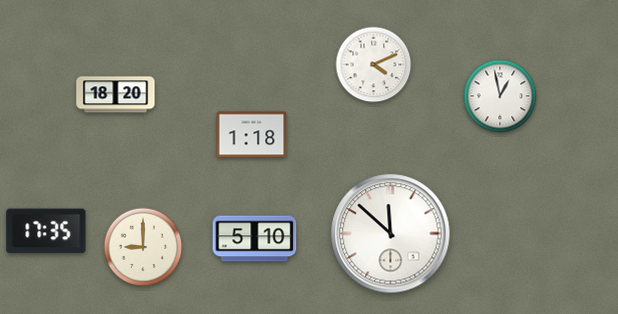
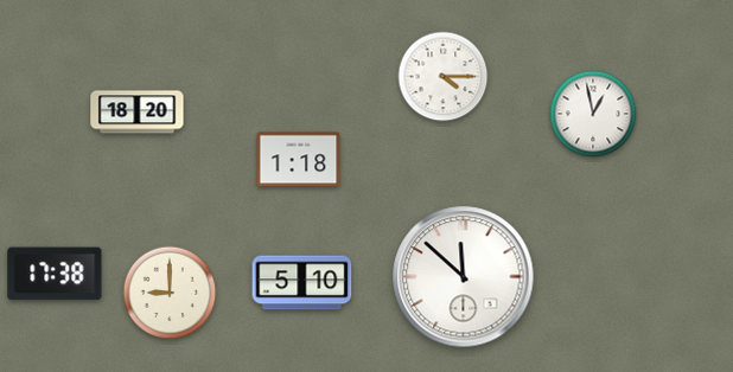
clock at (374, 65): 4:11 -> 4:15
clock at (46, 231): 17:35 -> 17:38
